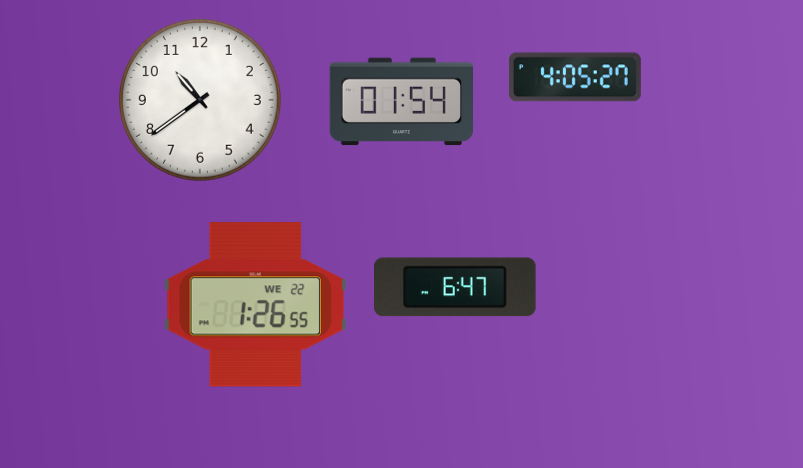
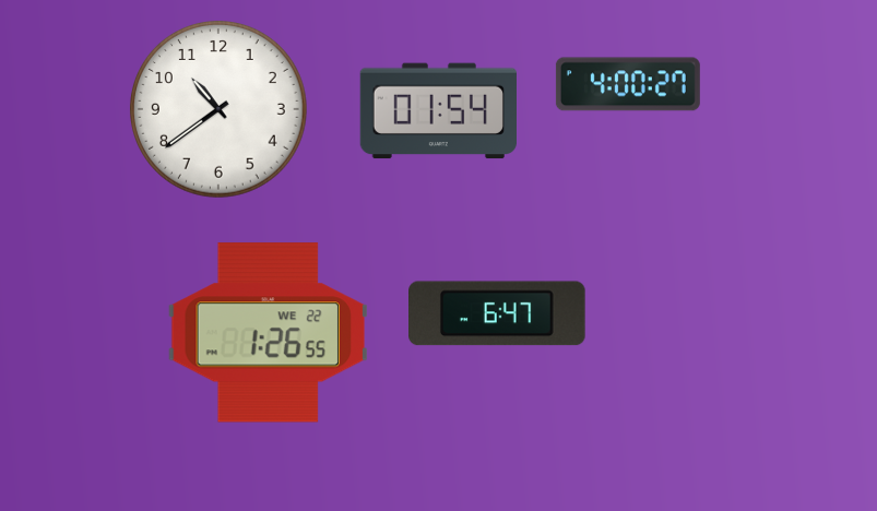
clock at (575, 77): 4:05 -> 4:00
clock at (255, 305) position: (255, 305) -> (268, 333)
